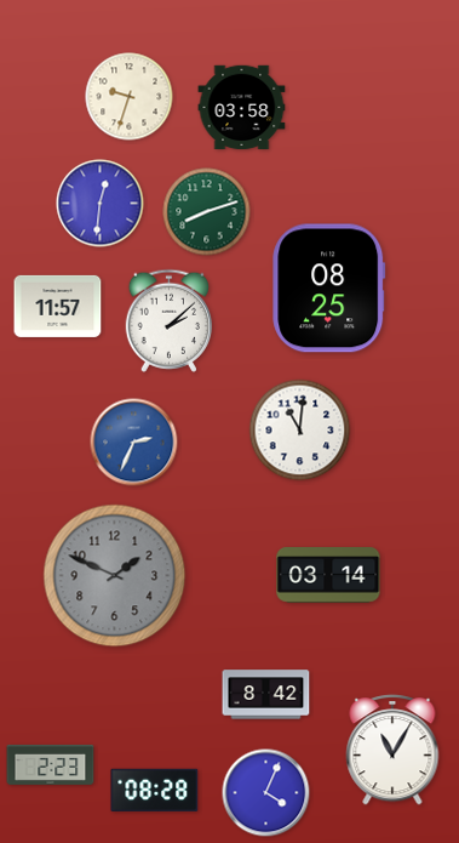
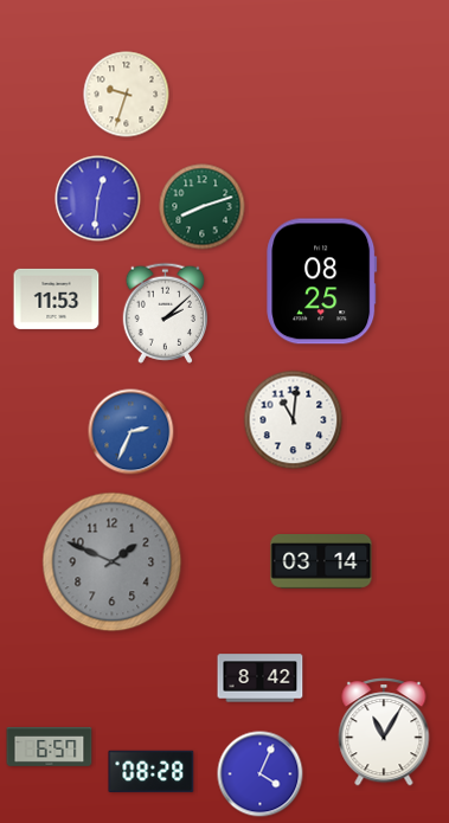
clock at (242, 108): 03:58 -> none
clock at (58, 306): 11:57 -> 11:53
clock at (51, 764): 2:23 -> 6:57
